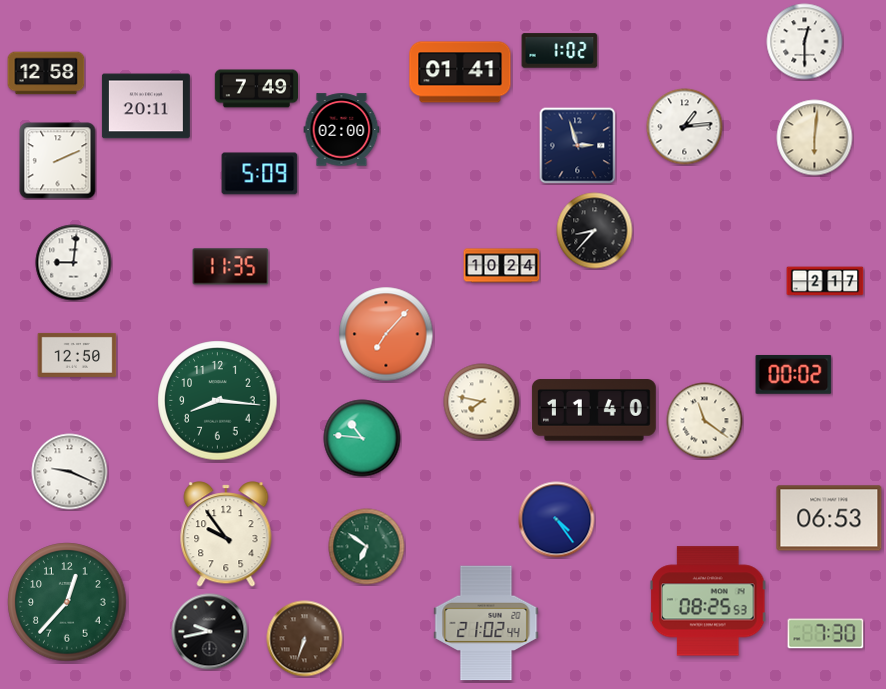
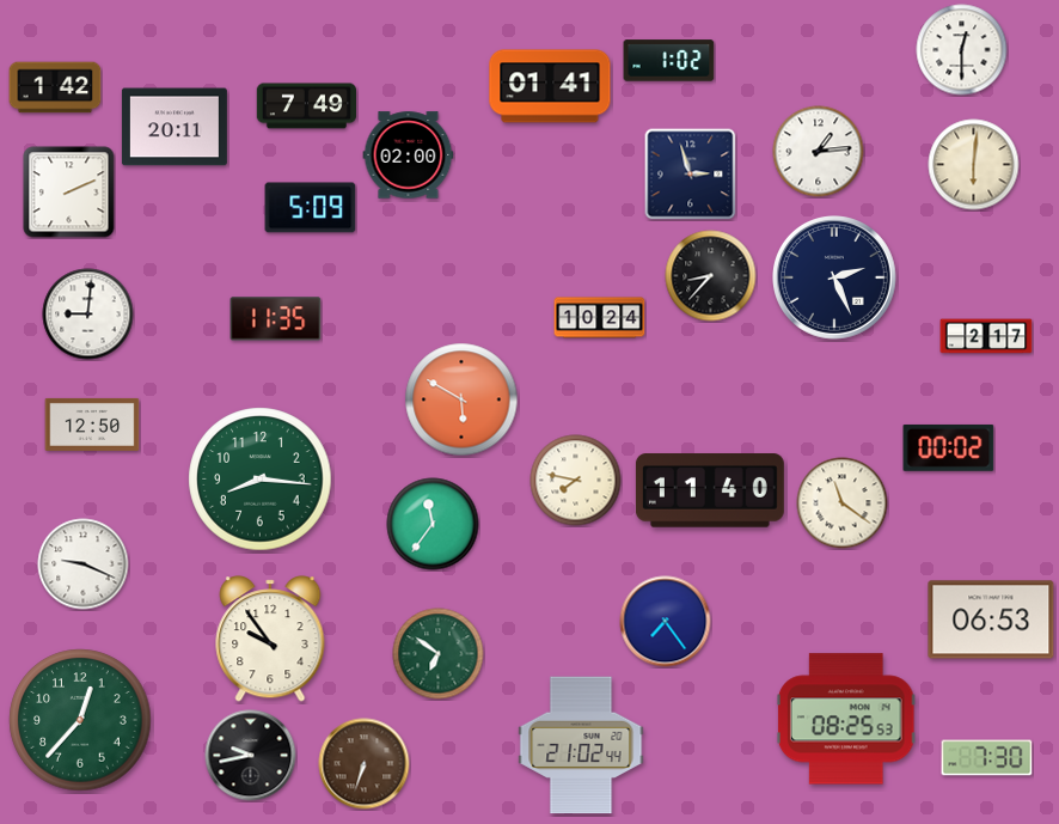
clock at (46, 73): 12:58 -> 1:42
clock at (835, 279): none -> 2:26
clock at (386, 334): 7:07 -> 5:50
clock at (362, 438): 10:46 -> 11:36
clock at (557, 520): 4:24 -> 7:24
